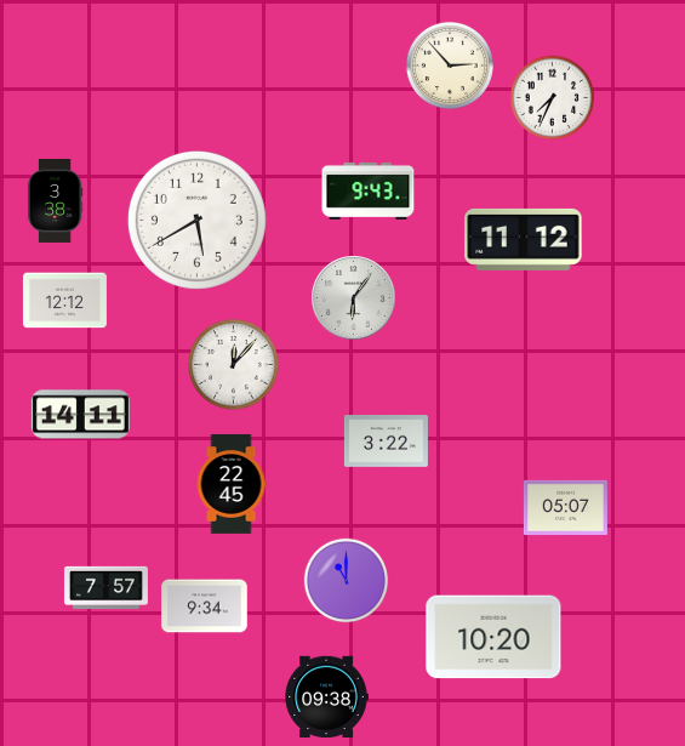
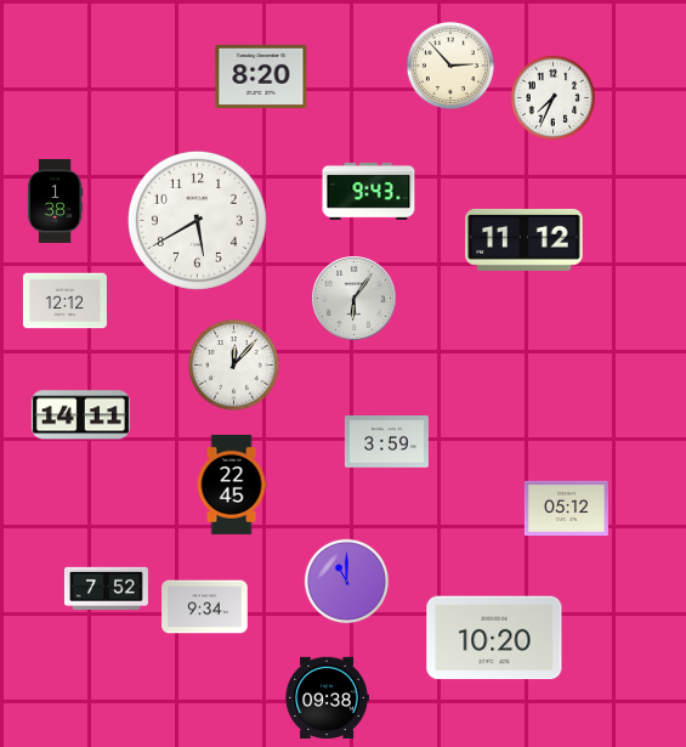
clock at (261, 75): none -> 8:20
clock at (55, 200): 3:38 -> 1:38
clock at (386, 442): 3:22 -> 3:59
clock at (565, 507): 05:07 -> 05:12
clock at (105, 588): 7:57 -> 7:52
